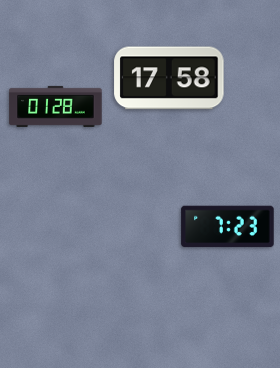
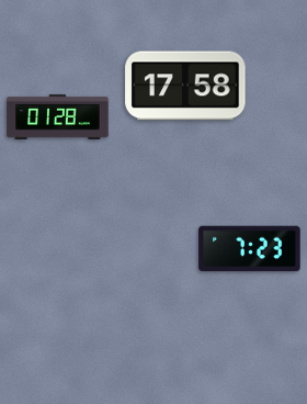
clock at (56, 106) position: (56, 106) -> (58, 116)
